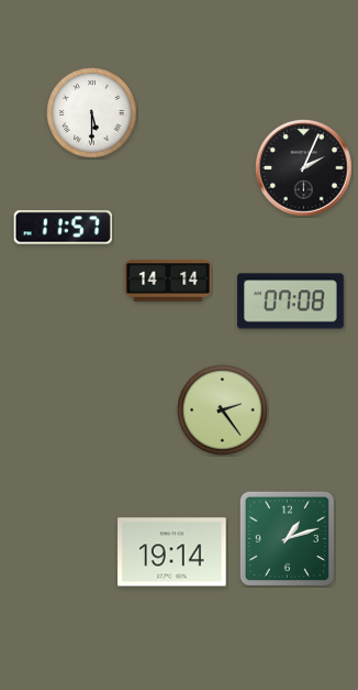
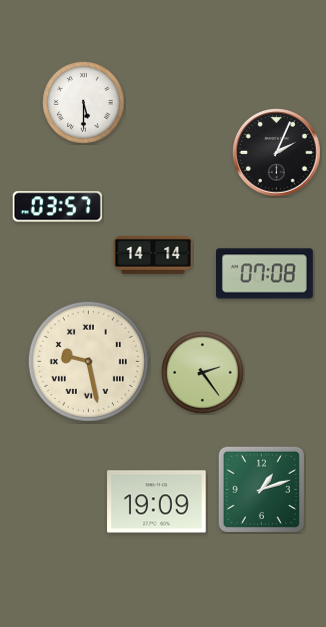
clock at (63, 228): 11:57 -> 03:57
clock at (88, 361): none -> 9:28
clock at (172, 552): 19:14 -> 19:09
